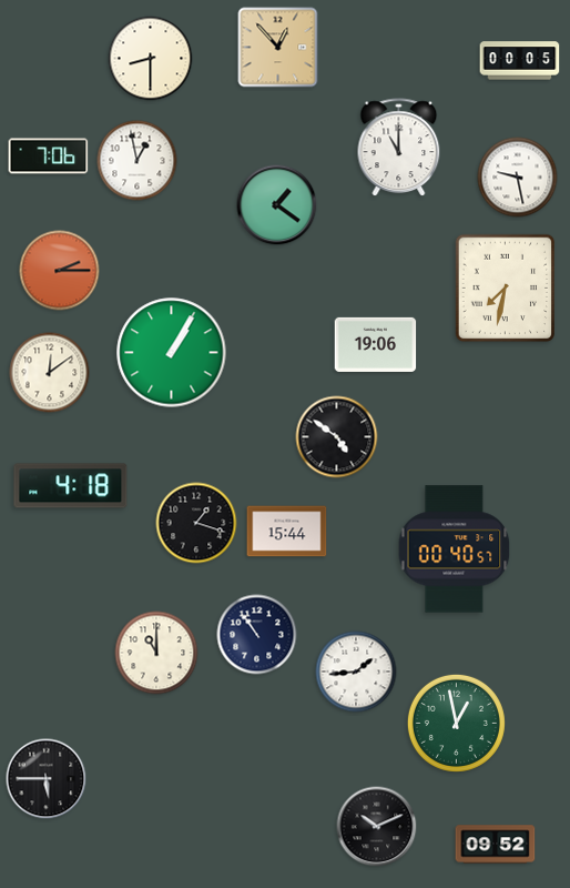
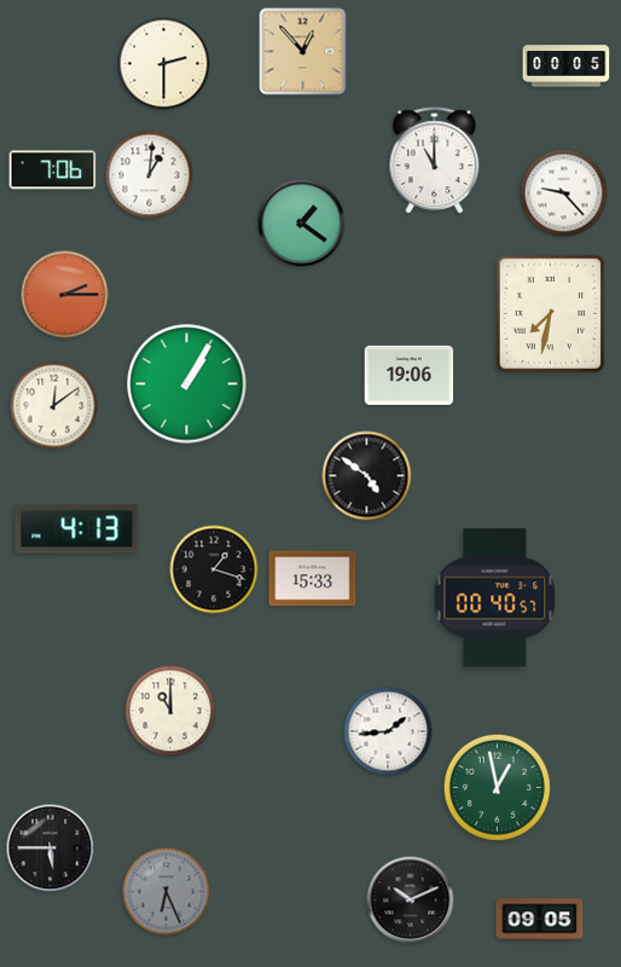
clock at (151, 59): 8:30 -> 2:30
clock at (138, 161): 12:58 -> 1:01
clock at (518, 178): 9:28 -> 9:23
clock at (71, 486): 4:18 -> 4:13
clock at (287, 532): 15:44 -> 15:33
clock at (257, 635): 10:54 -> none
clock at (167, 892): none -> 6:26
clock at (496, 845): 09:52 -> 09:05
